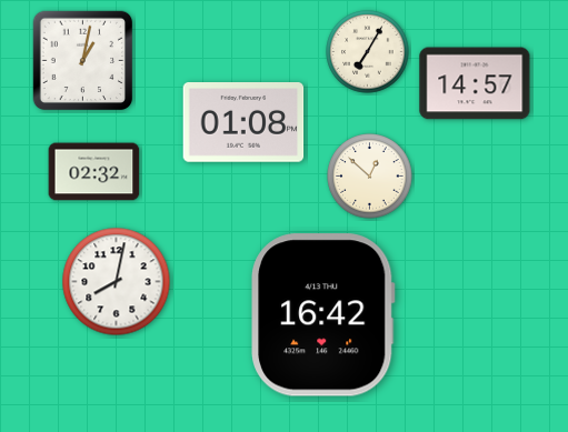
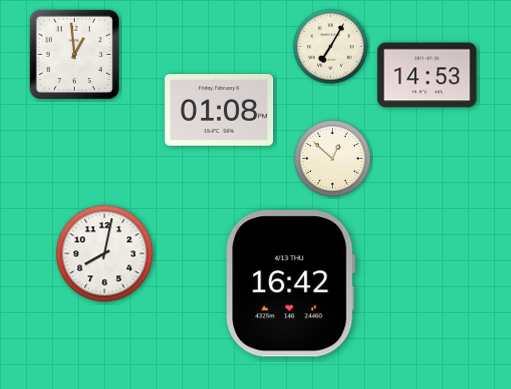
clock at (83, 61): 1:02 -> 12:59
clock at (475, 83): 14:57 -> 14:53
clock at (94, 172): 02:32 -> none
